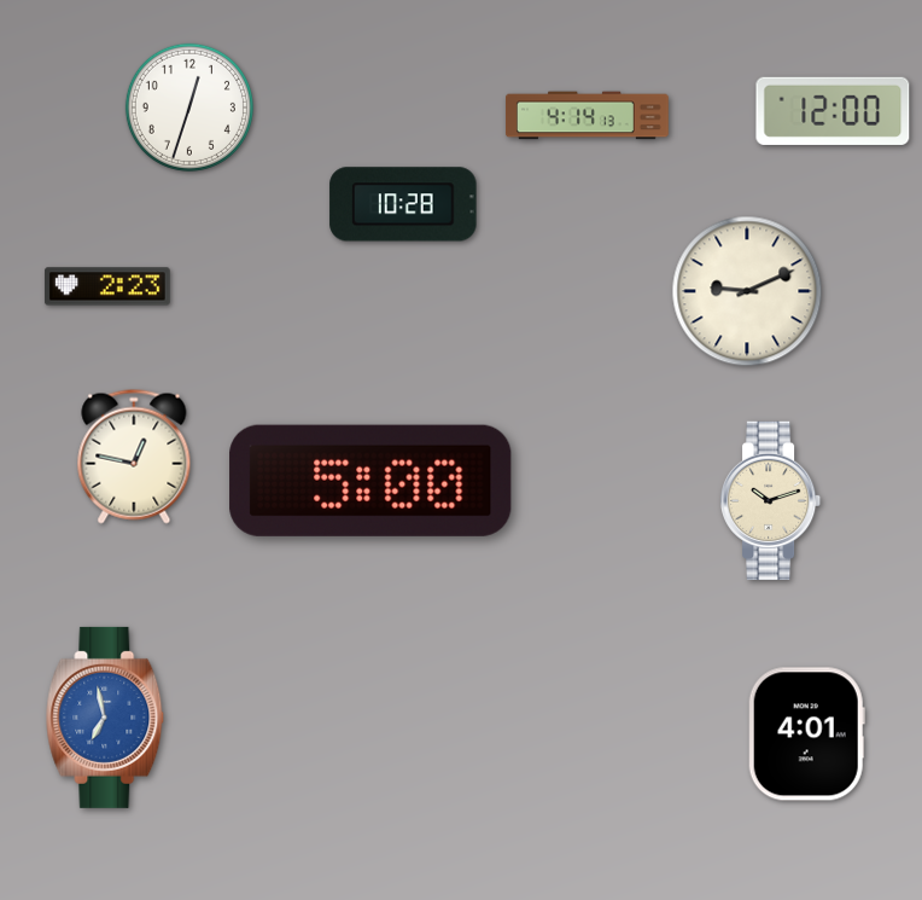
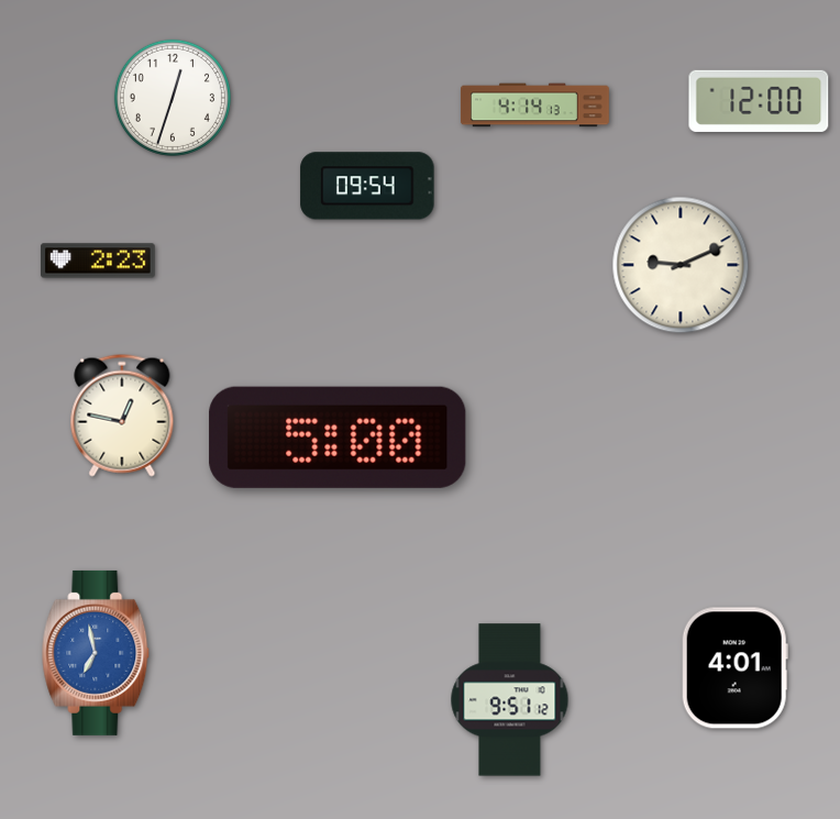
clock at (403, 204): 10:28 -> 09:54
clock at (772, 500): 10:12 -> none
clock at (510, 700): none -> 9:51
